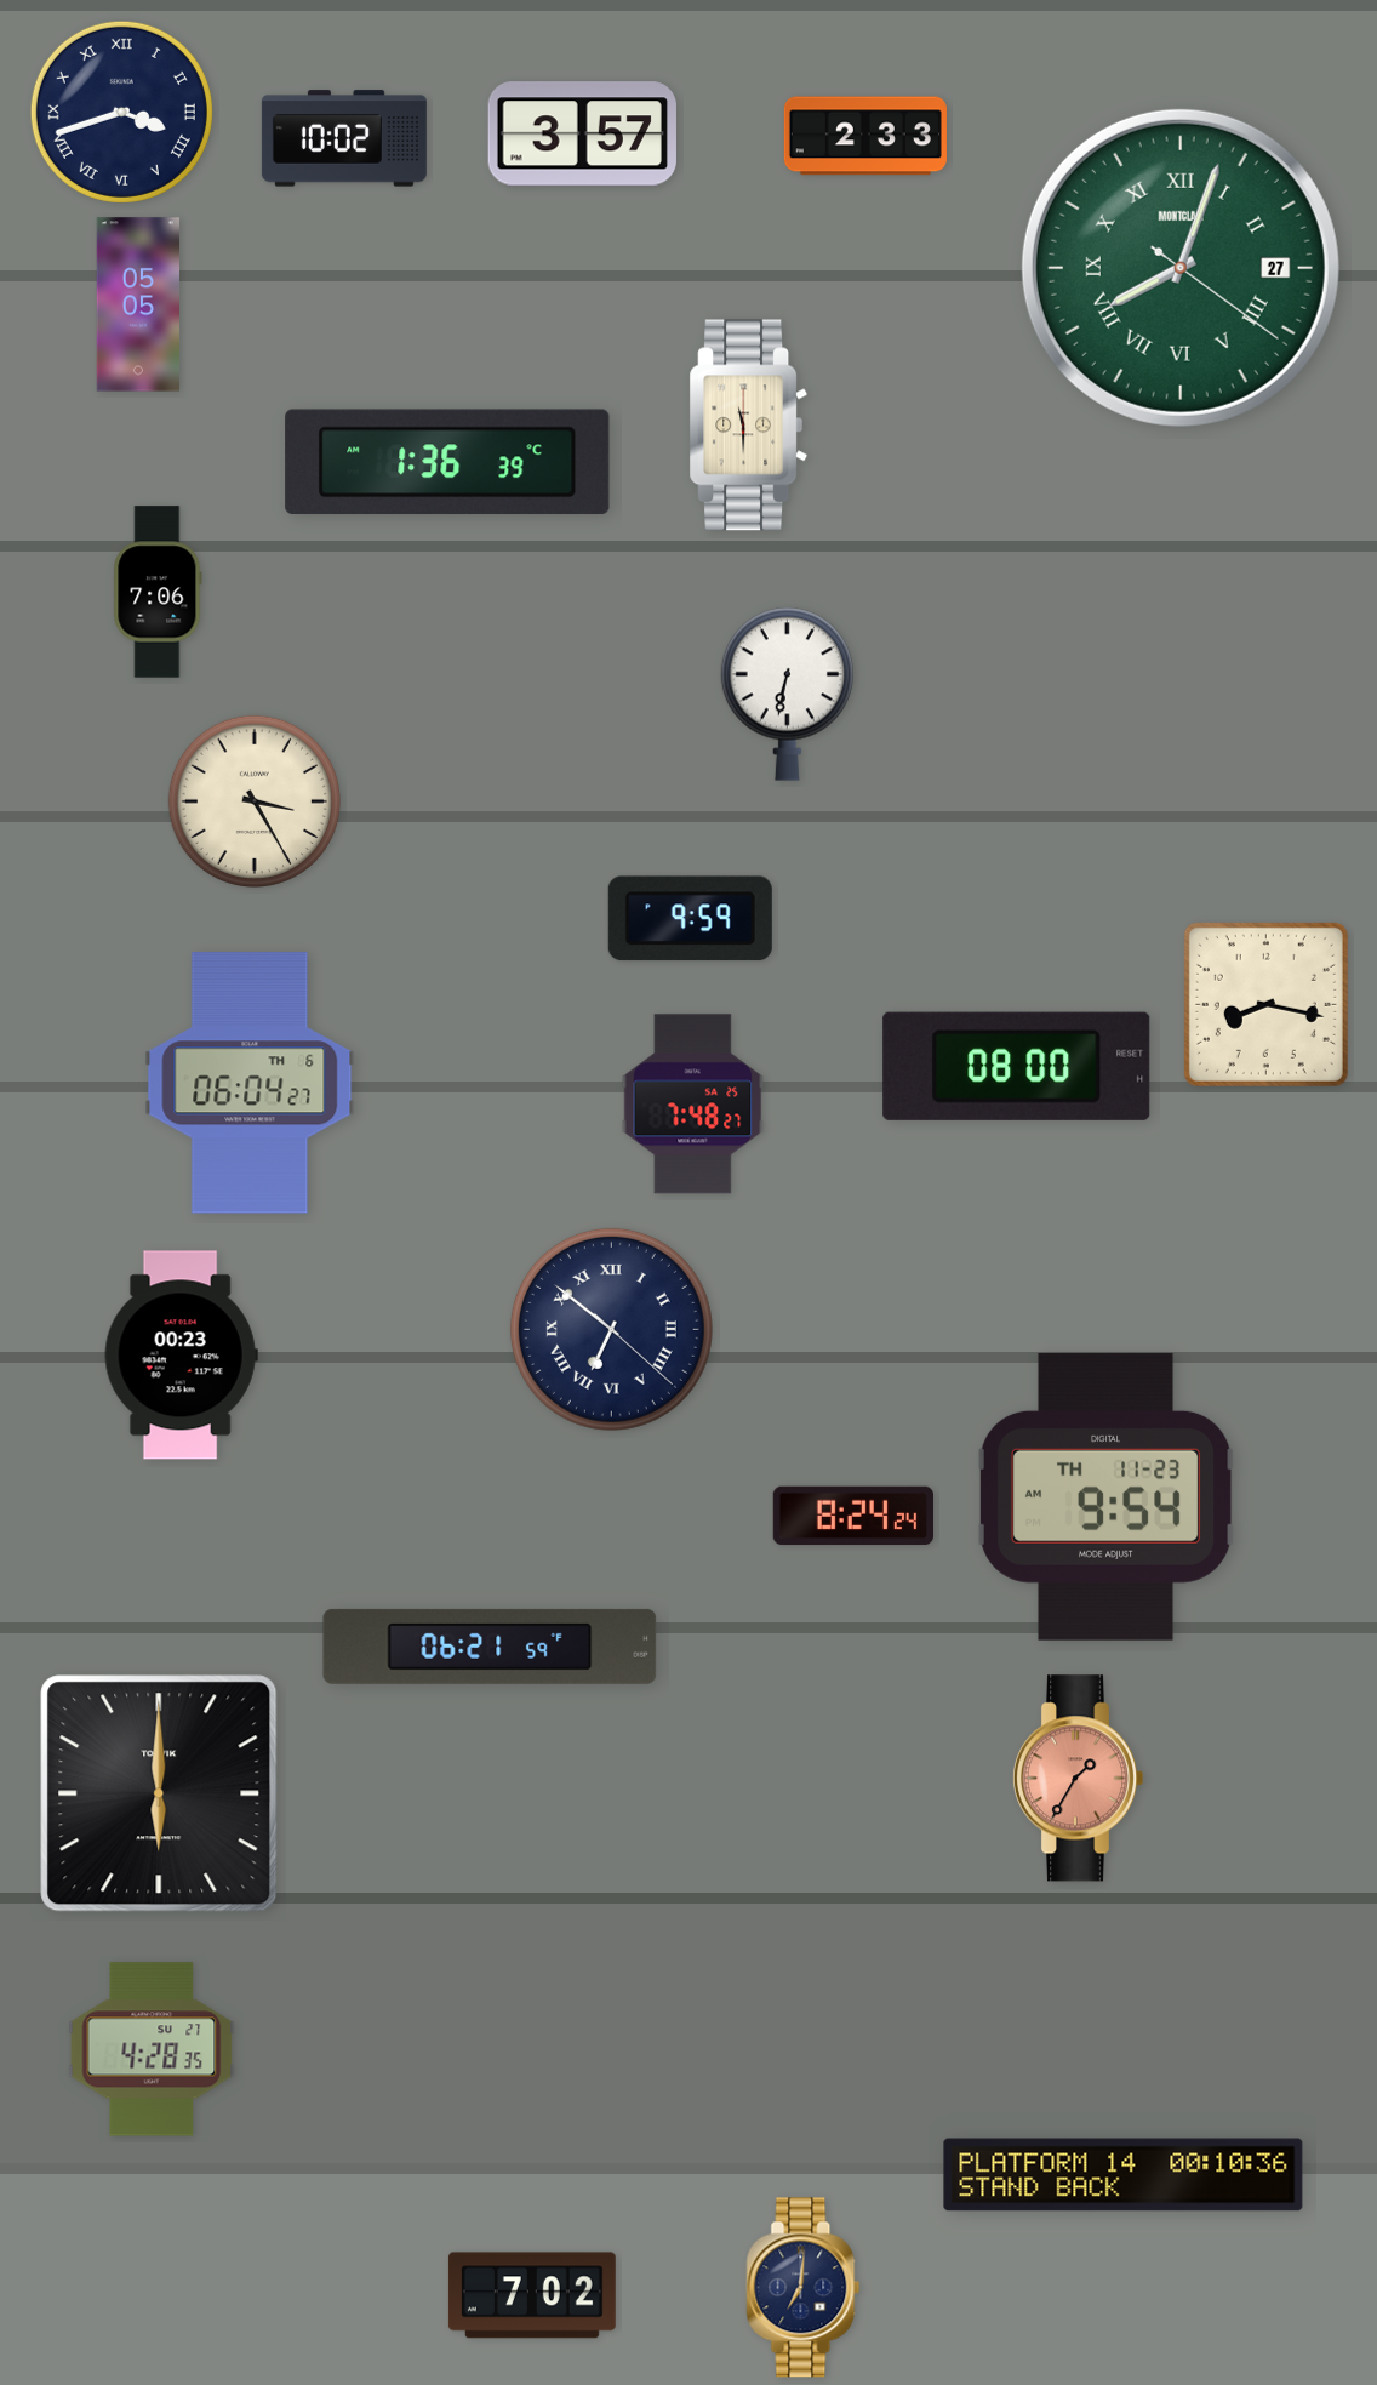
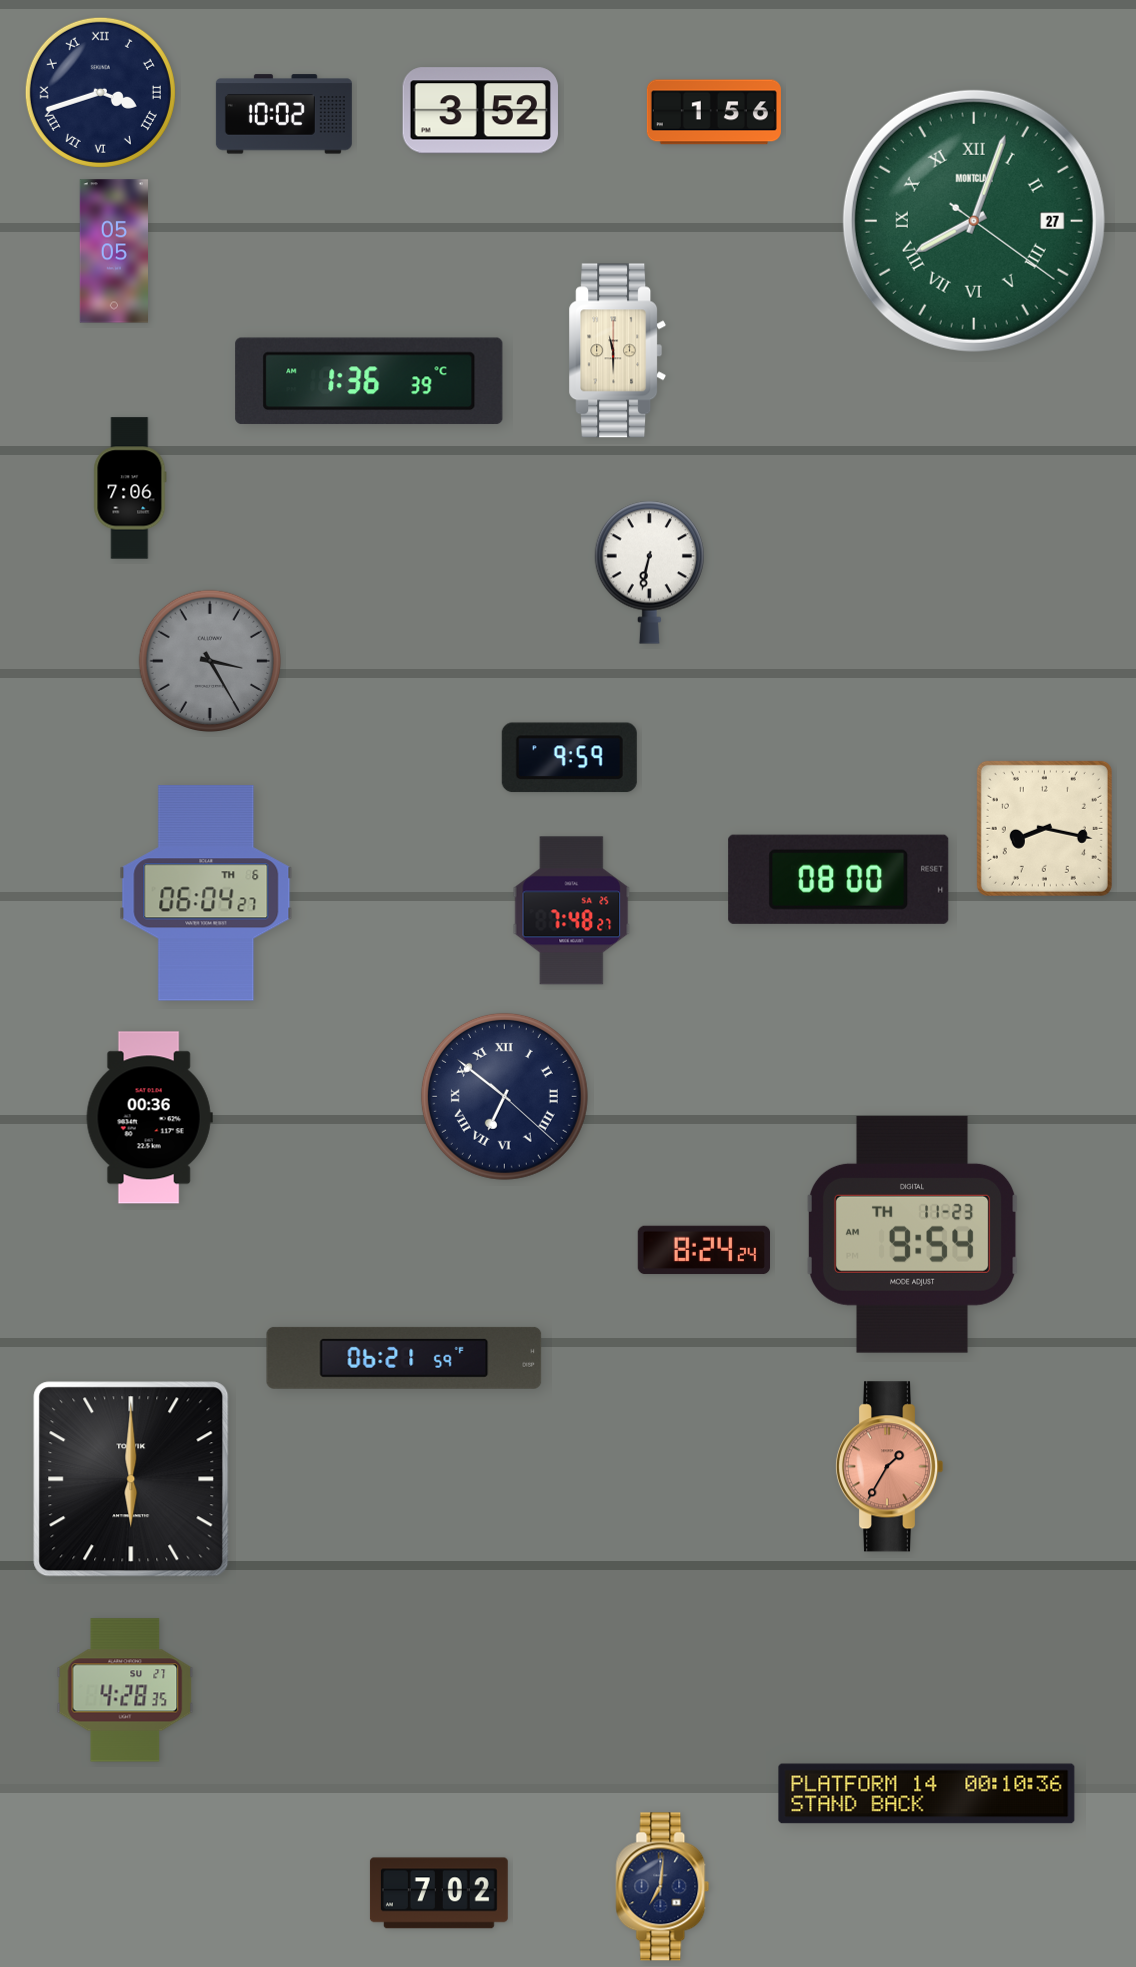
clock at (582, 135): 3:57 -> 3:52
clock at (865, 136): 2:33 -> 1:56
clock at (253, 800) dial: cream -> grey
clock at (181, 1356): 00:23 -> 00:36
